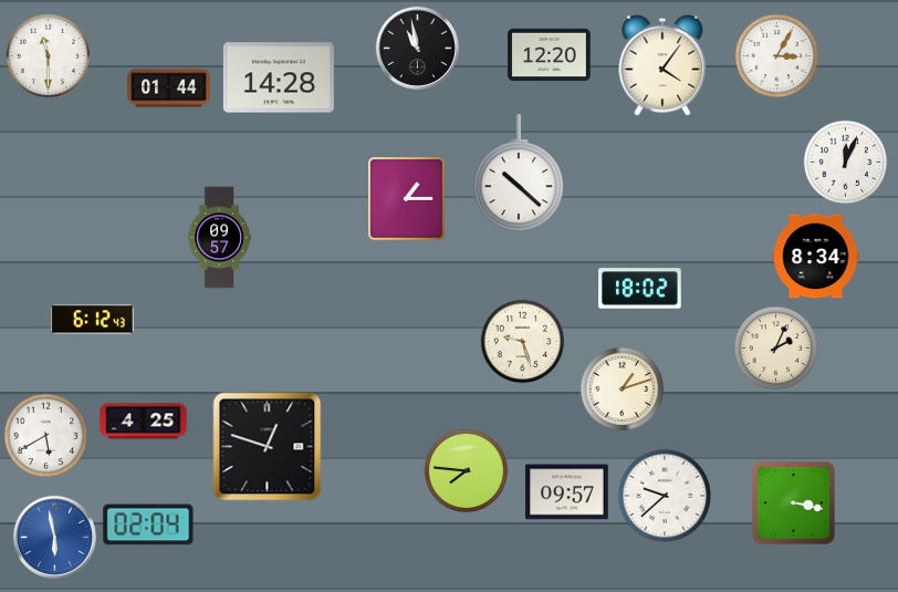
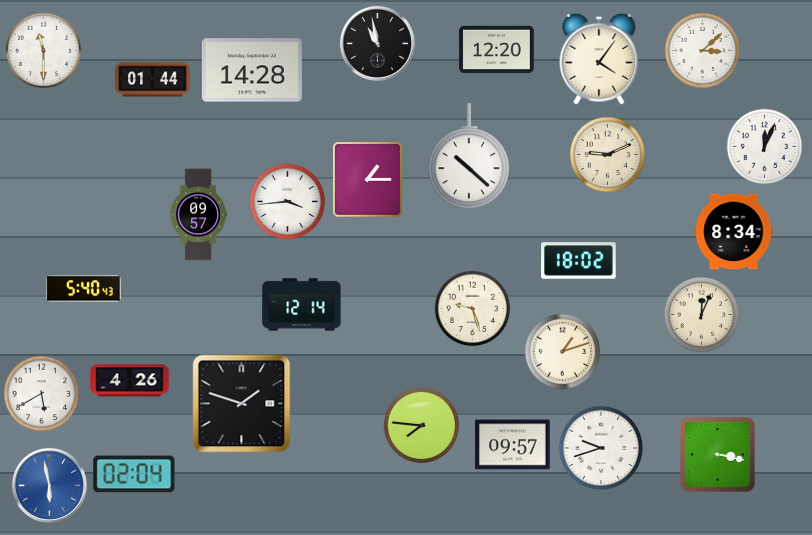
clock at (777, 56): 3:05 -> 3:08
clock at (608, 155): none -> 9:11
clock at (288, 202): none -> 3:44
clock at (816, 257) position: (816, 257) -> (734, 232)
clock at (93, 320): 6:12 -> 5:40
clock at (302, 305): none -> 12:14
clock at (776, 349): 2:04 -> 12:04
clock at (144, 422): 4:25 -> 4:26
clock at (268, 447): 12:48 -> 1:48
clock at (665, 496): 9:38 -> 9:42
